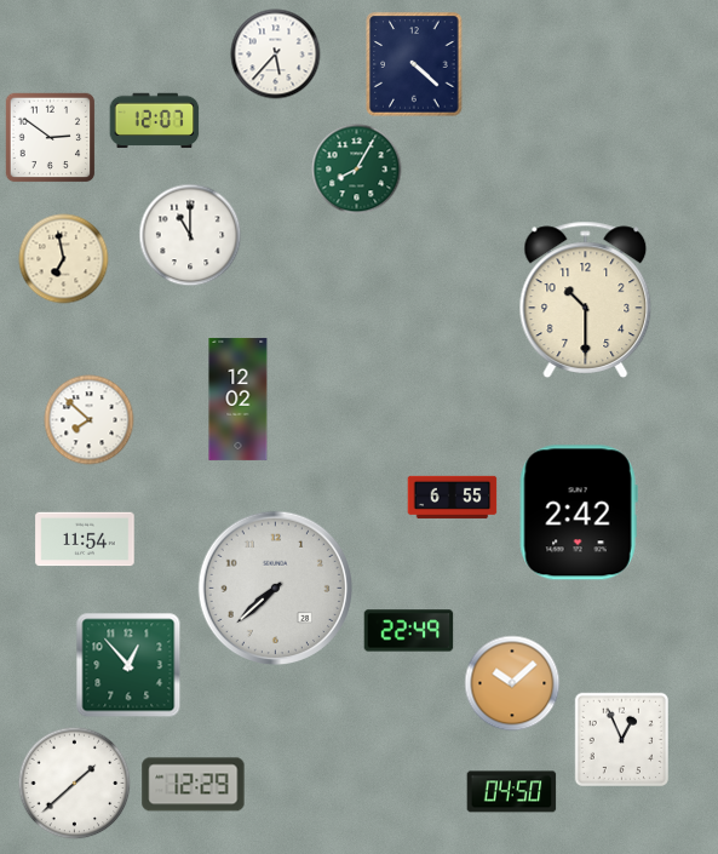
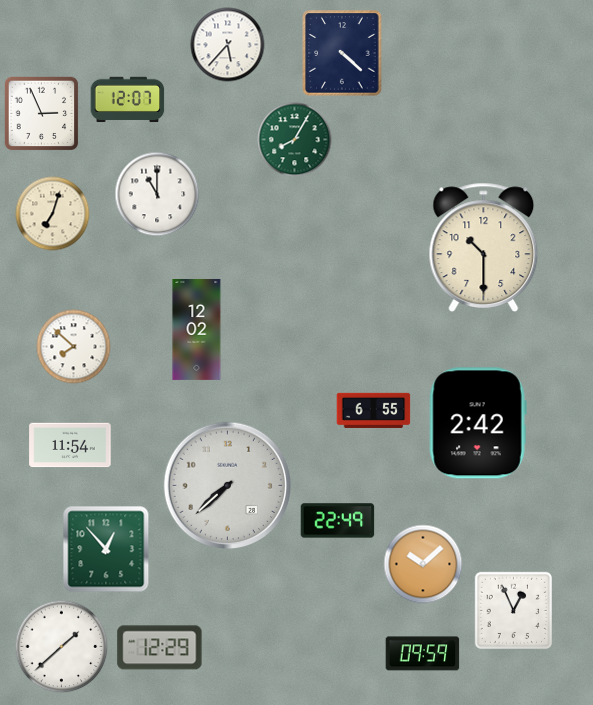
clock at (51, 138): 2:51 -> 2:56
clock at (64, 259): 6:58 -> 7:03
clock at (512, 792): 04:50 -> 09:59
